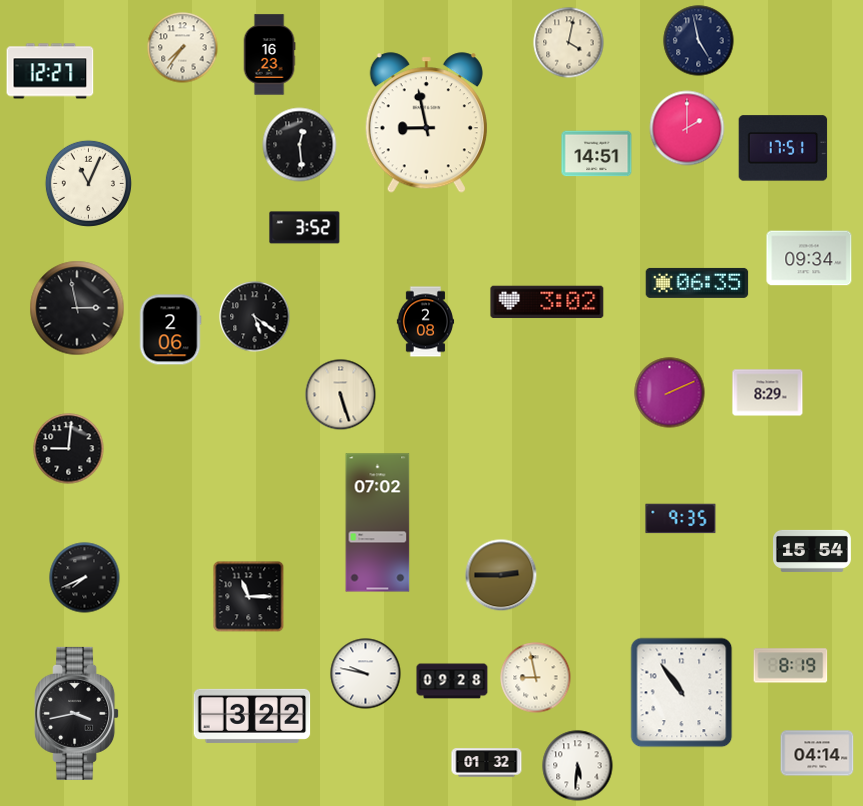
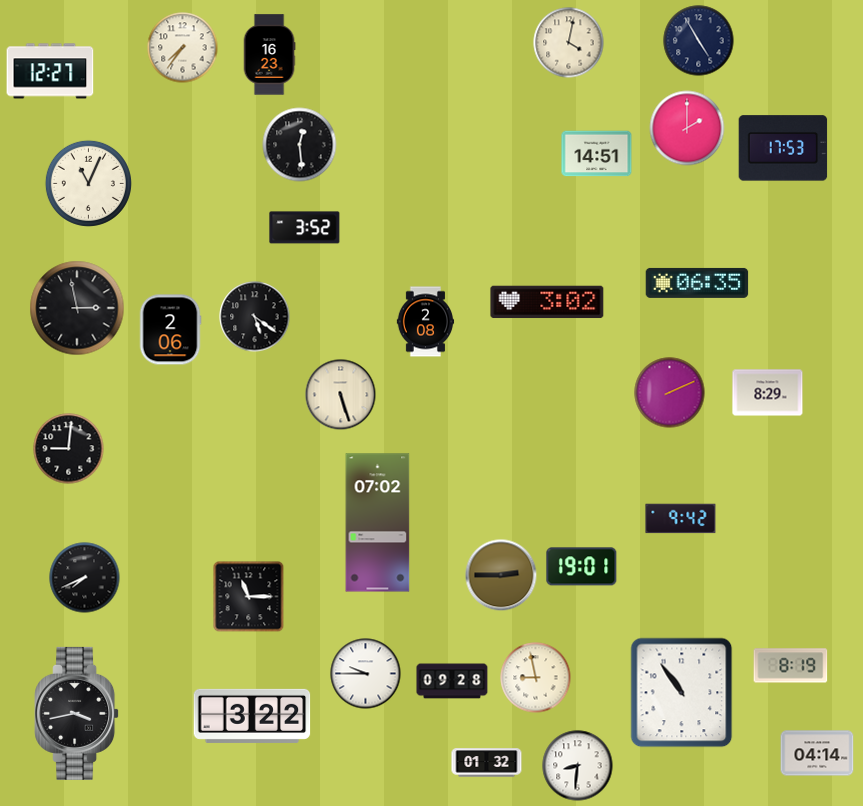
clock at (699, 41): 4:58 -> 4:55
clock at (426, 123): 8:58 -> none
clock at (783, 148): 17:51 -> 17:53
clock at (809, 258): 09:34 -> none
clock at (681, 519): 9:35 -> 9:42
clock at (813, 551): 15:54 -> none
clock at (582, 567): none -> 19:01
clock at (366, 674): 9:47 -> 9:45
clock at (578, 766): 5:31 -> 8:31
